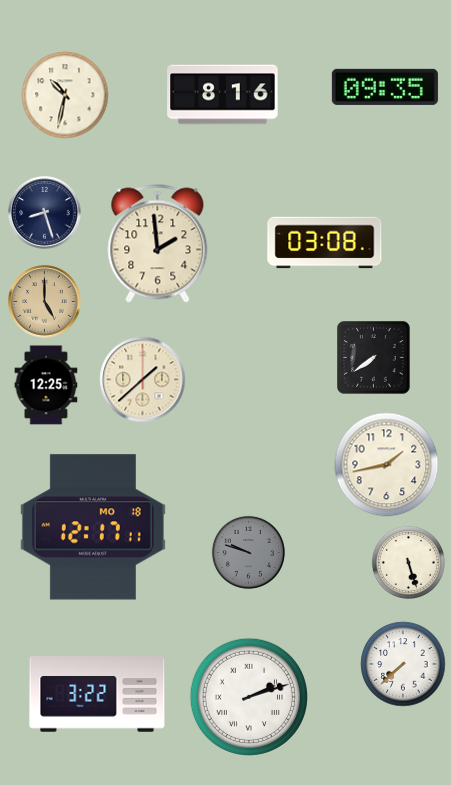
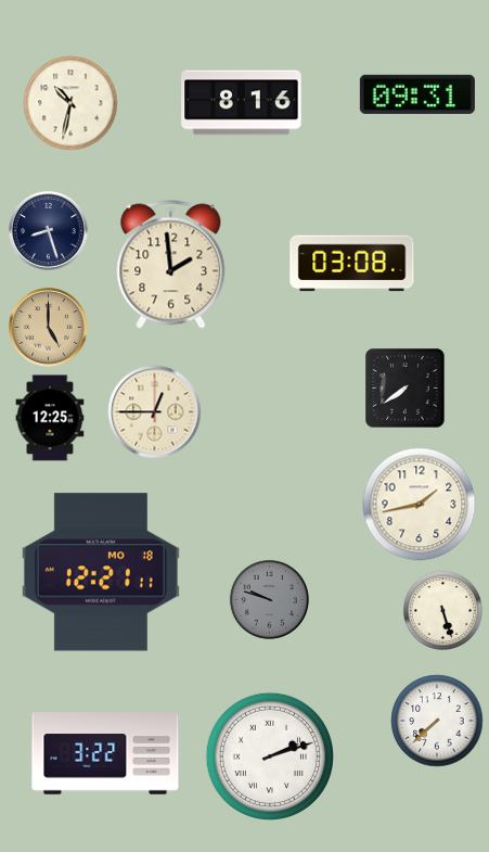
clock at (385, 87): 09:35 -> 09:31
clock at (143, 380): 1:38 -> 12:45
clock at (93, 527): 12:17 -> 12:21
